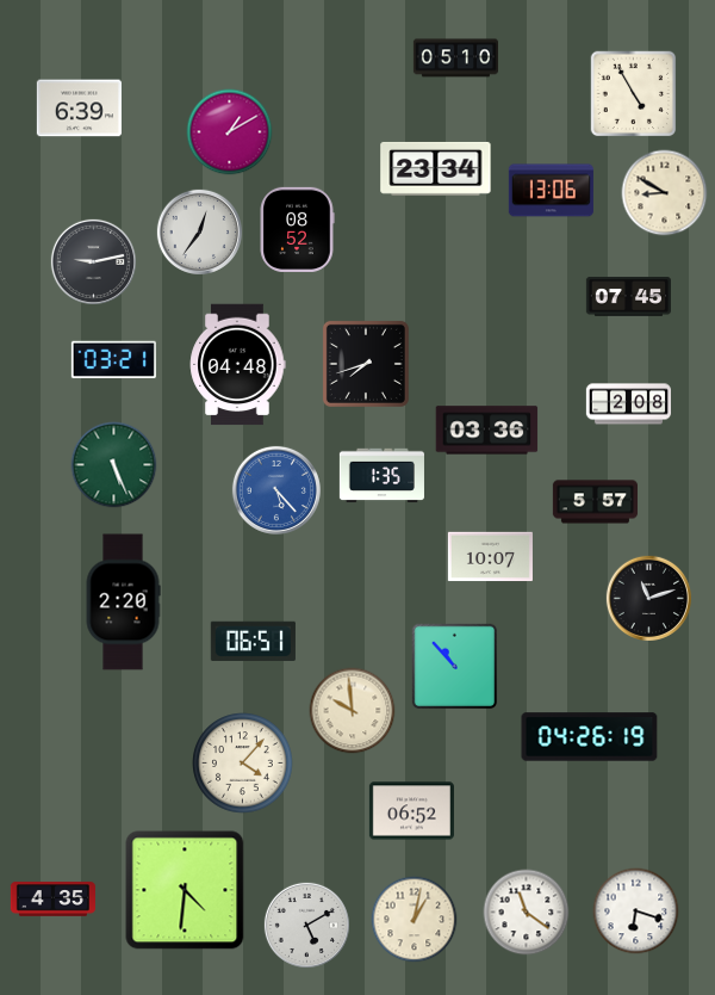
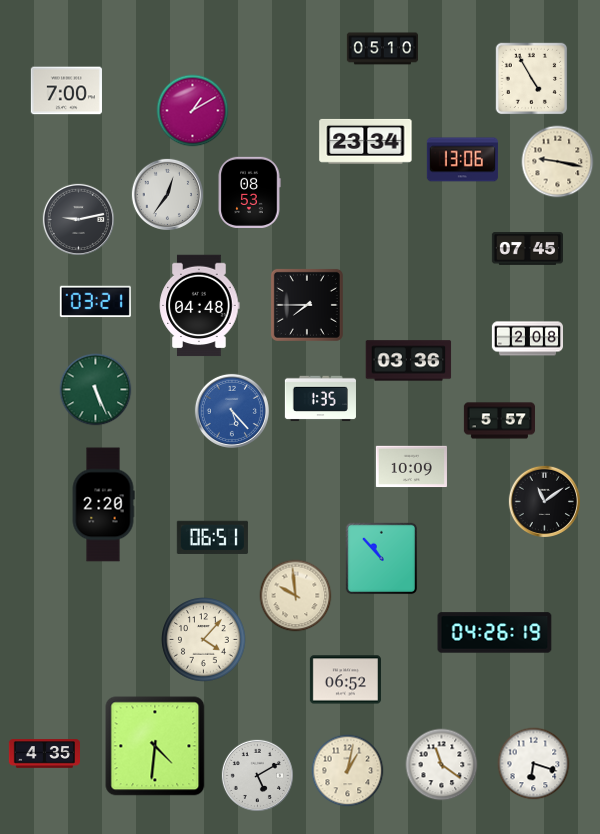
clock at (79, 109): 6:39 -> 7:00
clock at (665, 193): 8:50 -> 9:17
clock at (297, 229): 08:52 -> 08:53
clock at (366, 364): 7:42 -> 7:45
clock at (490, 557): 10:07 -> 10:09
clock at (648, 598): 11:12 -> 11:09
clock at (590, 737) position: (590, 737) -> (495, 633)
